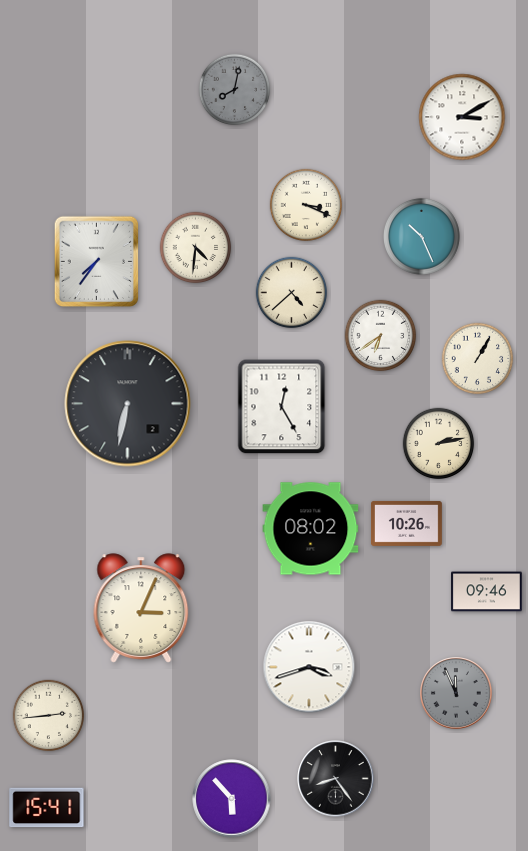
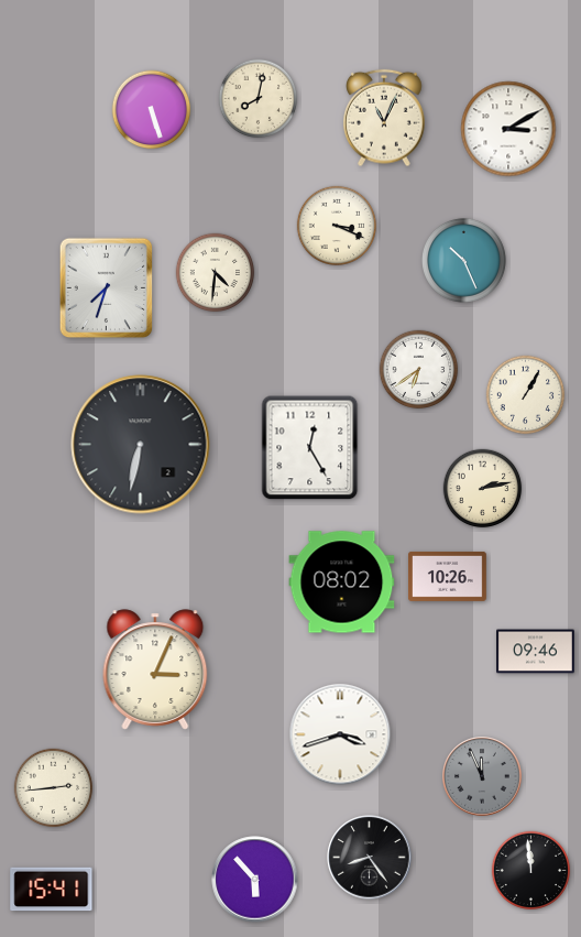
clock at (235, 90) dial: grey -> cream
clock at (152, 110): none -> 5:27
clock at (385, 118): none -> 11:04
clock at (97, 262): 7:36 -> 7:33
clock at (292, 293): 4:38 -> none
clock at (457, 694) position: (457, 694) -> (483, 777)
clock at (531, 871): none -> 11:59
